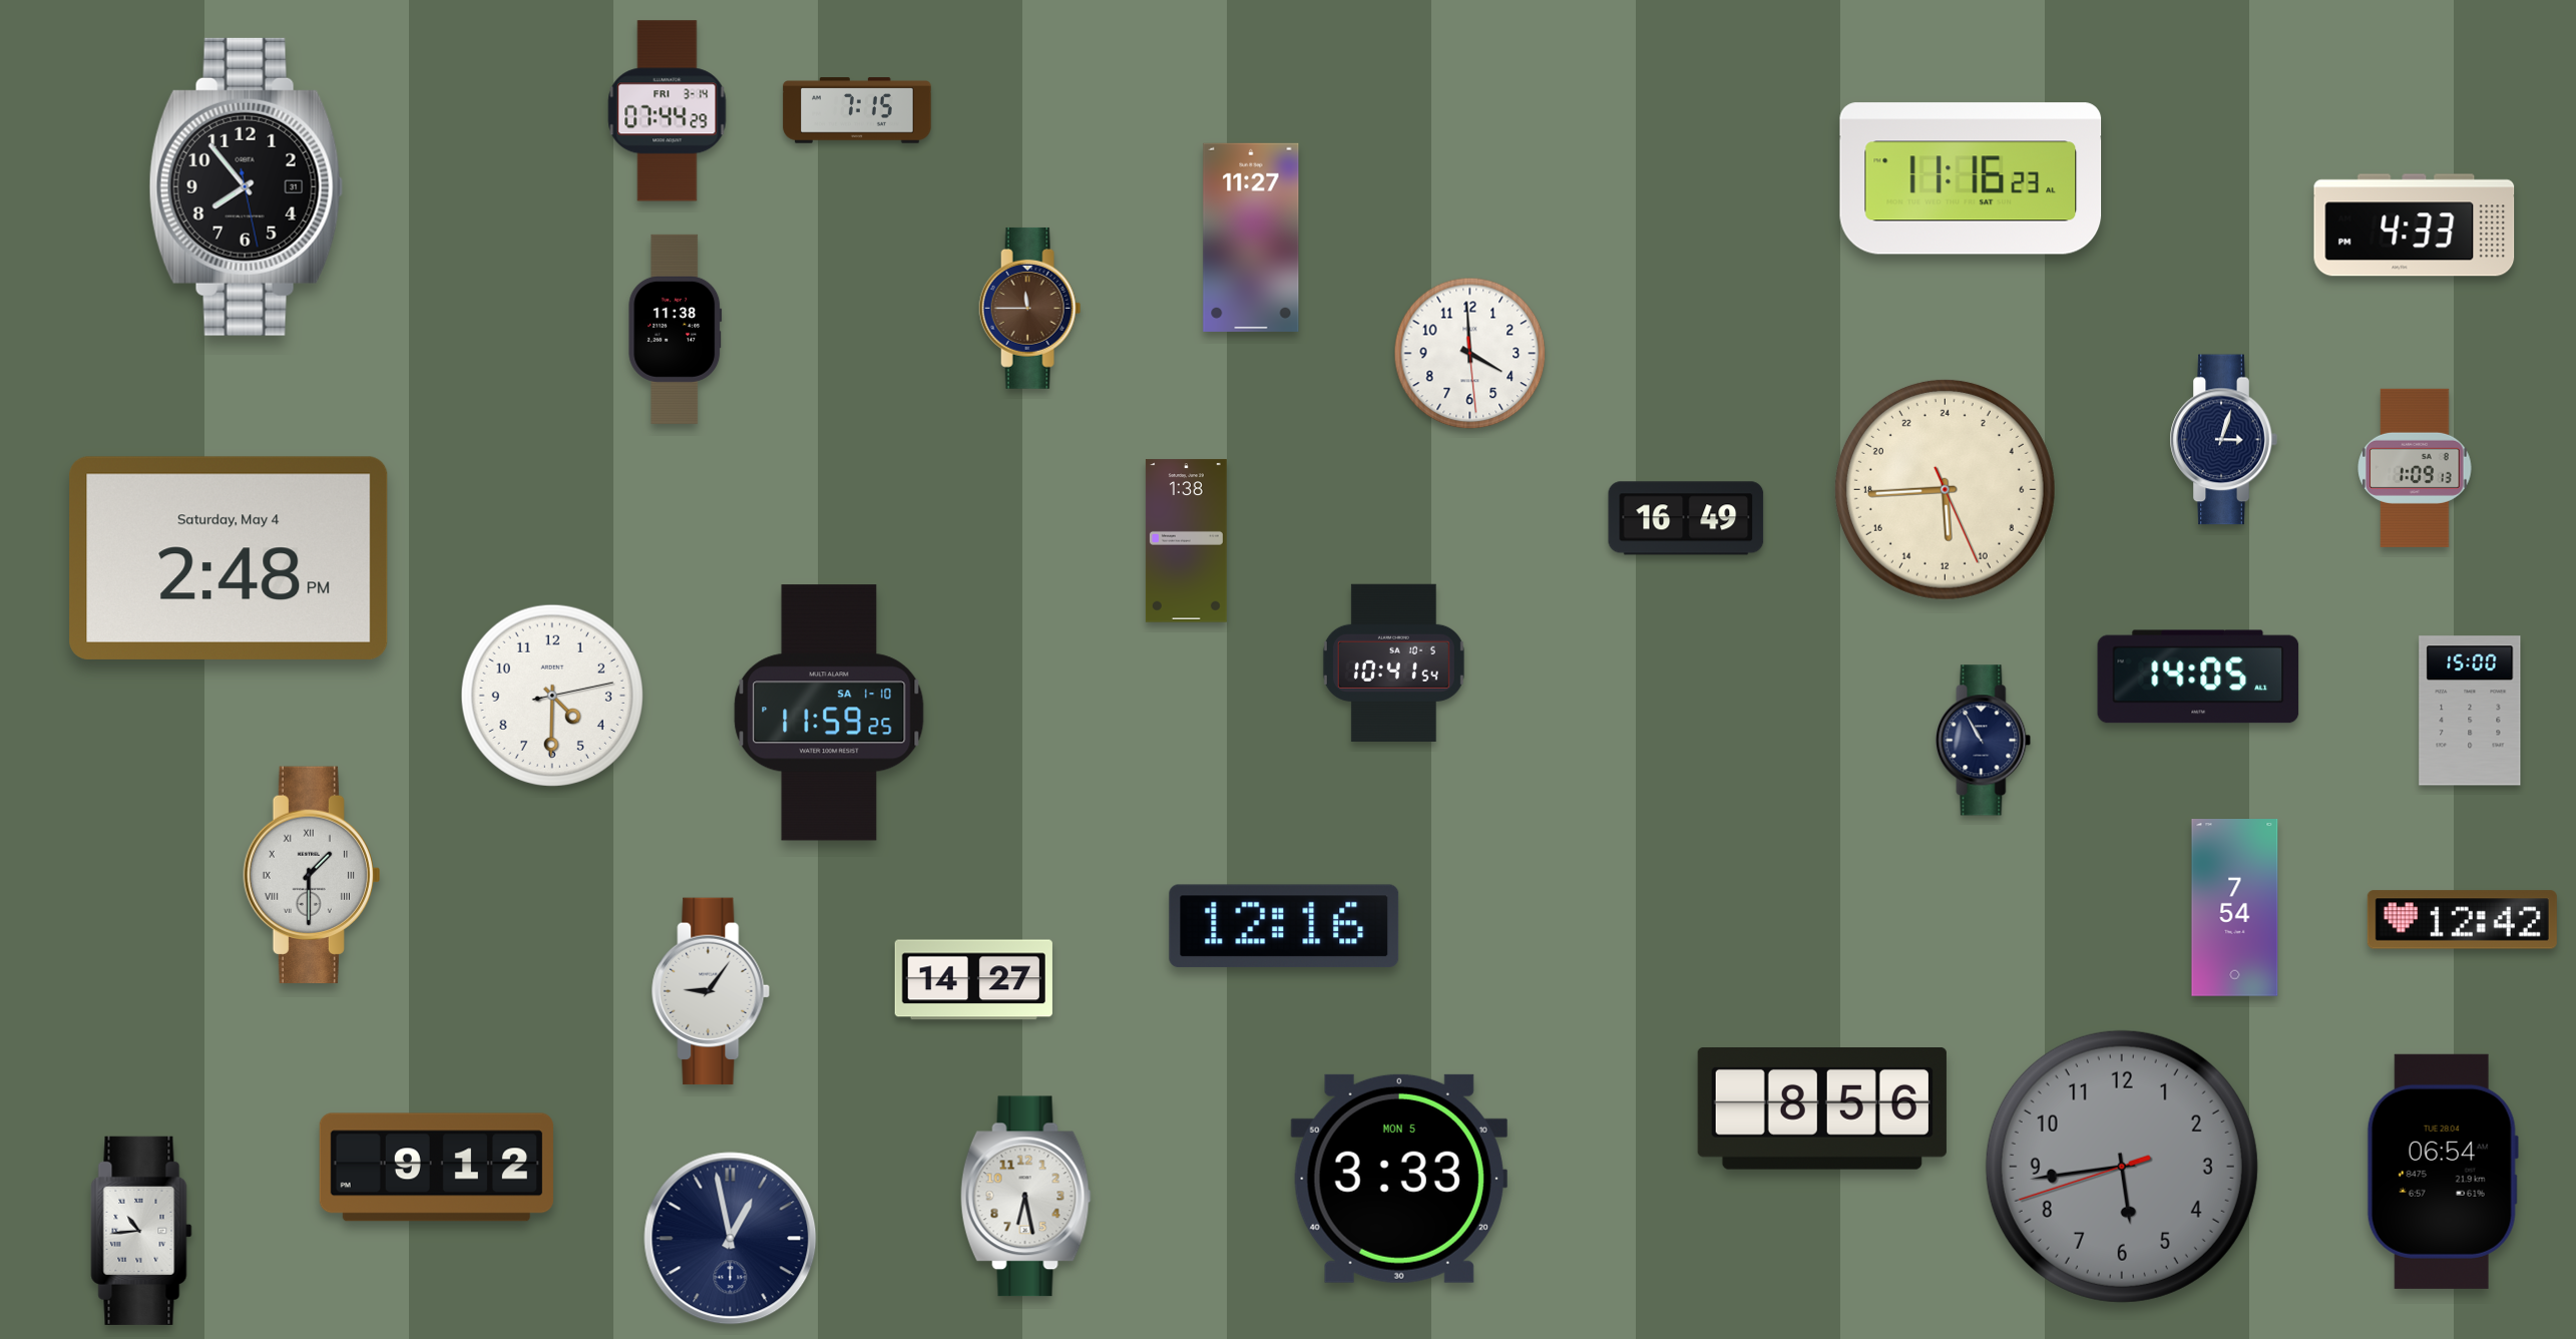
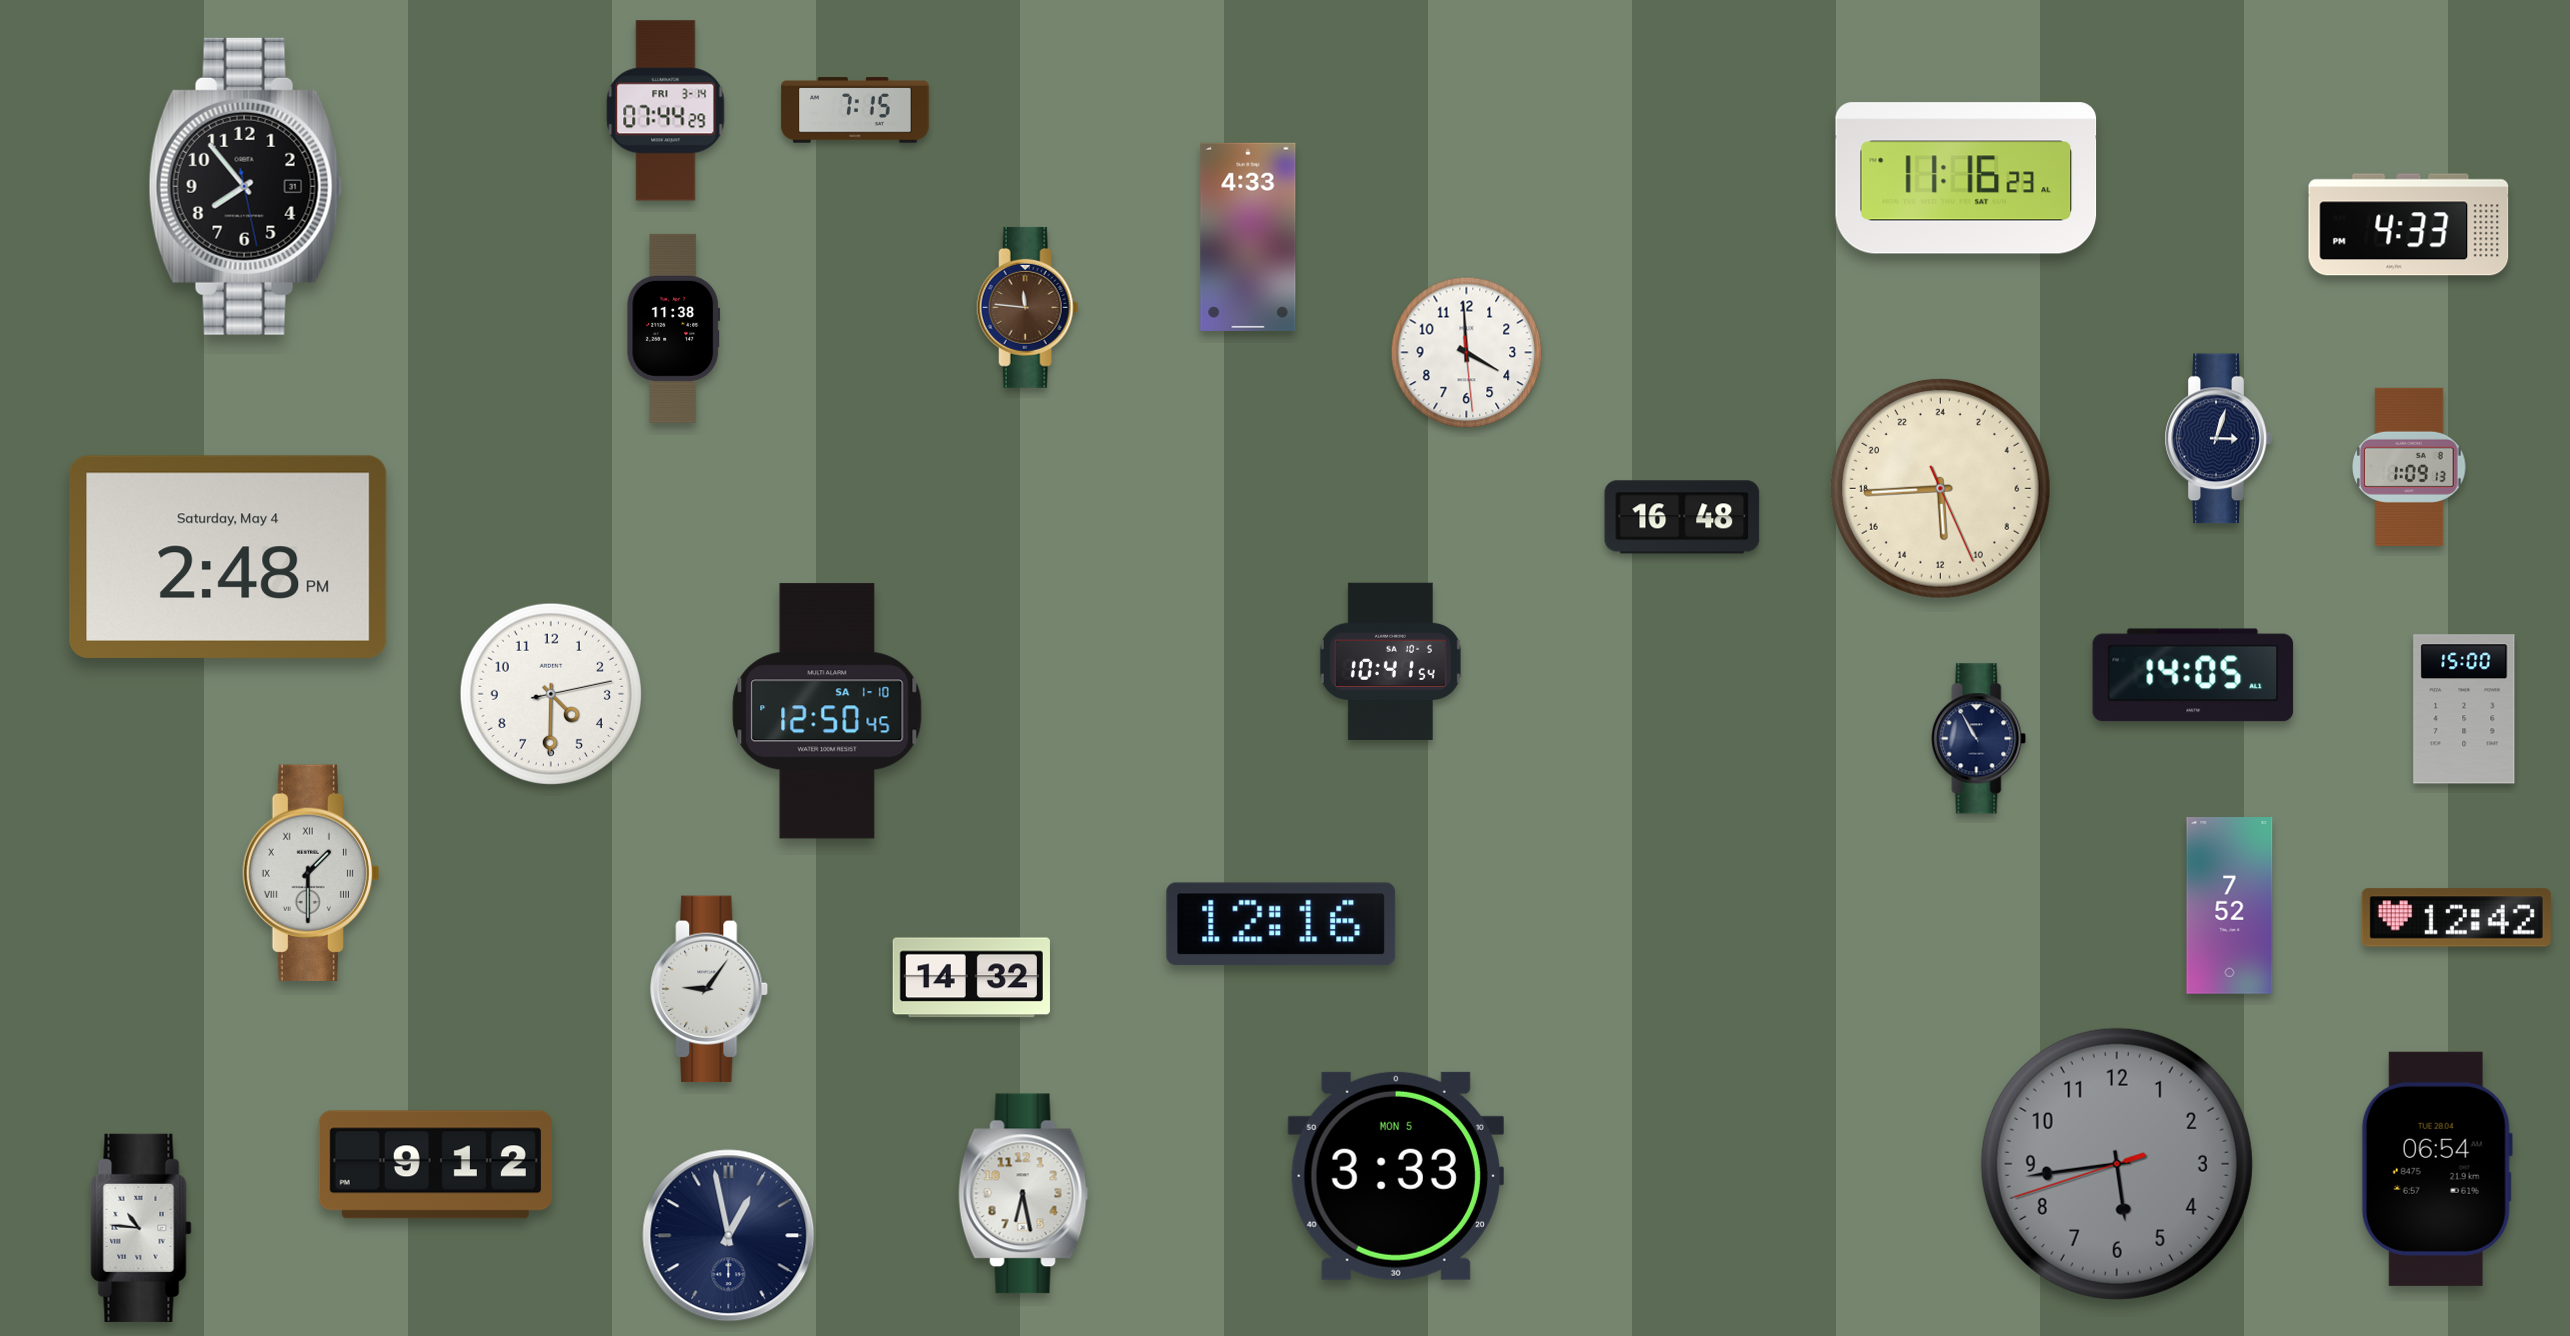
clock at (1251, 238): 11:27 -> 4:33
clock at (1030, 308): 11:45 -> 11:46
clock at (1686, 518): 16:49 -> 16:48
clock at (1186, 541): 1:38 -> none
clock at (829, 713): 11:59 -> 12:50
clock at (2235, 908): 7:54 -> 7:52
clock at (973, 980): 14:27 -> 14:32
clock at (1822, 1109): 8:56 -> none
clock at (141, 1231): 10:44 -> 10:46
